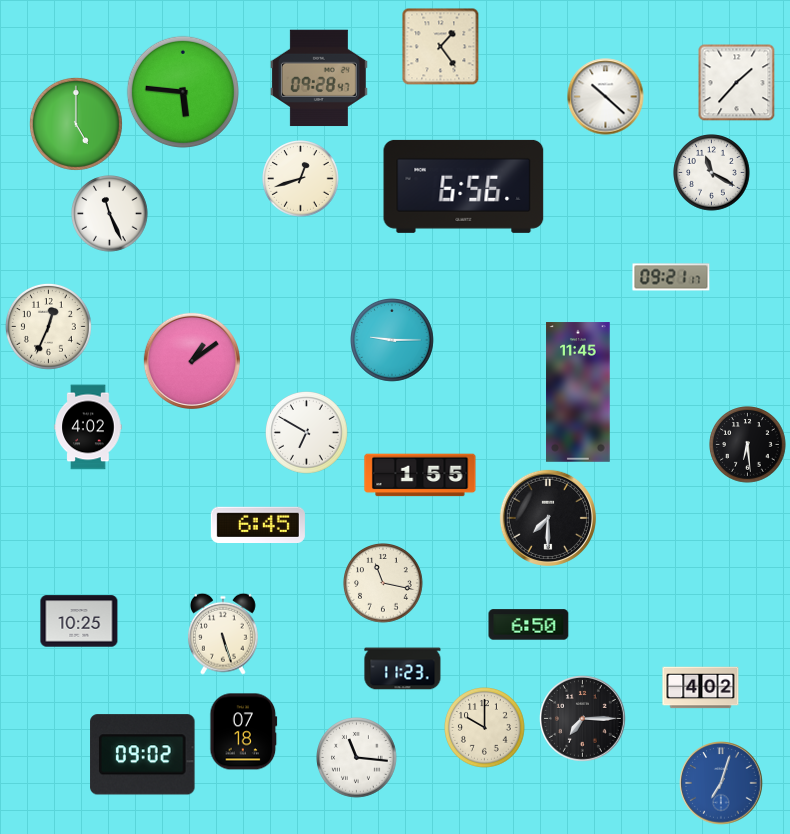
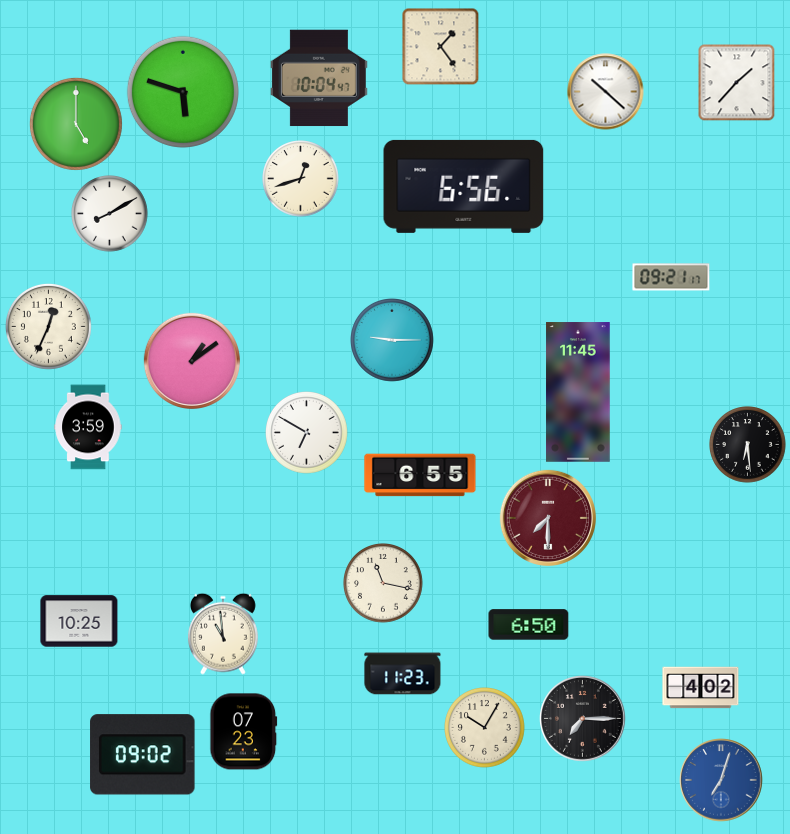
clock at (319, 78): 09:28 -> 10:04
clock at (183, 92): 5:46 -> 5:48
clock at (606, 97) position: (606, 97) -> (606, 92)
clock at (712, 173): 11:20 -> none
clock at (110, 214): 11:26 -> 8:10
clock at (88, 427): 4:02 -> 3:59
clock at (420, 475): 1:55 -> 6:55
clock at (548, 518) dial: black -> burgundy
clock at (258, 524): 6:45 -> none
clock at (223, 634): 5:27 -> 10:59
clock at (403, 669) position: (403, 669) -> (403, 674)
clock at (485, 728): 10:00 -> 10:05
clock at (244, 732): 07:18 -> 07:23
clock at (357, 758): 11:16 -> none
clock at (721, 783) position: (721, 783) -> (721, 780)
